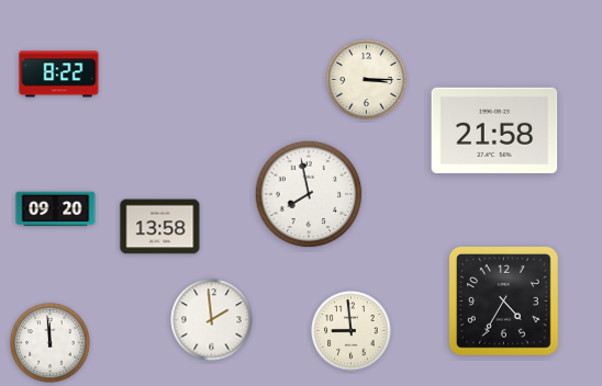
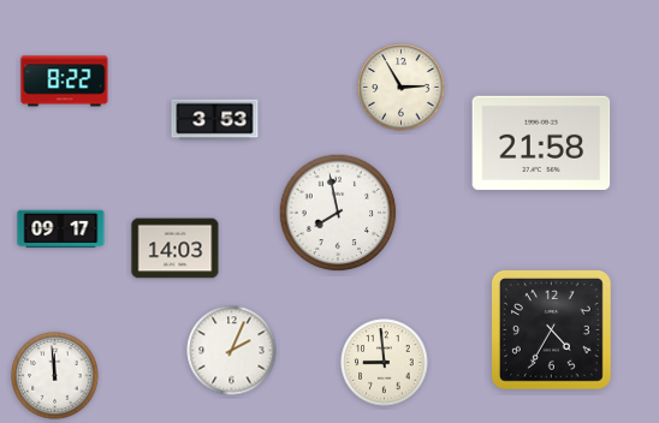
clock at (367, 80): 3:15 -> 2:55
clock at (215, 120): none -> 3:53
clock at (56, 209): 09:20 -> 09:17
clock at (160, 227): 13:58 -> 14:03
clock at (212, 320): 1:59 -> 2:04
